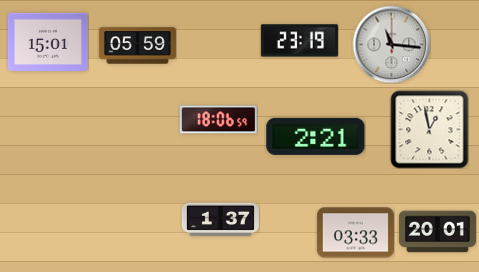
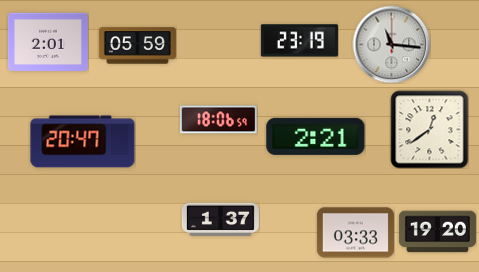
clock at (48, 41): 15:01 -> 2:01
clock at (429, 129): 12:58 -> 12:39
clock at (83, 142): none -> 20:47
clock at (437, 232): 20:01 -> 19:20
